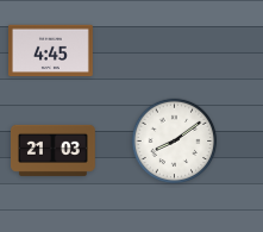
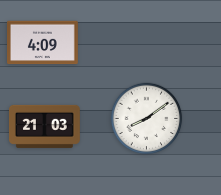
clock at (51, 51): 4:45 -> 4:09
